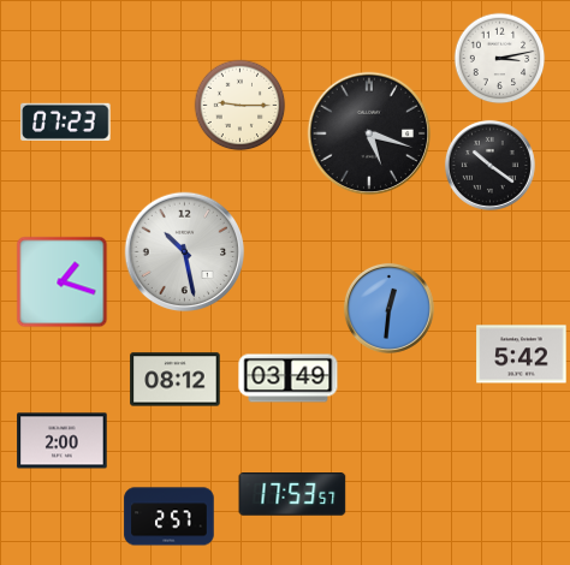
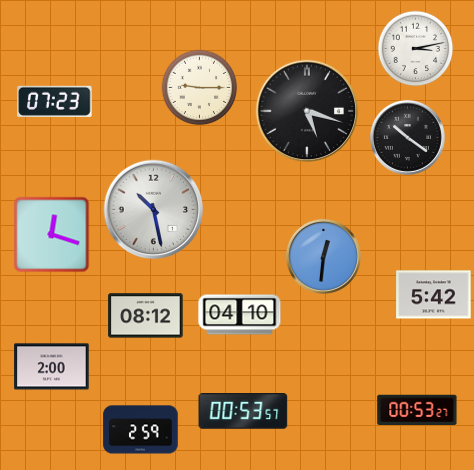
clock at (63, 282): 1:18 -> 12:18
clock at (289, 379): 03:49 -> 04:10
clock at (417, 410): none -> 00:53
clock at (292, 495): 17:53 -> 00:53
clock at (170, 517): 2:57 -> 2:59
